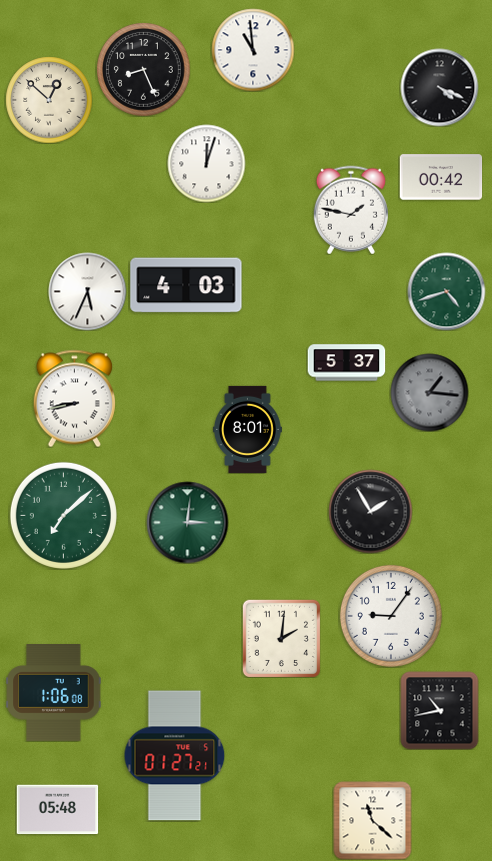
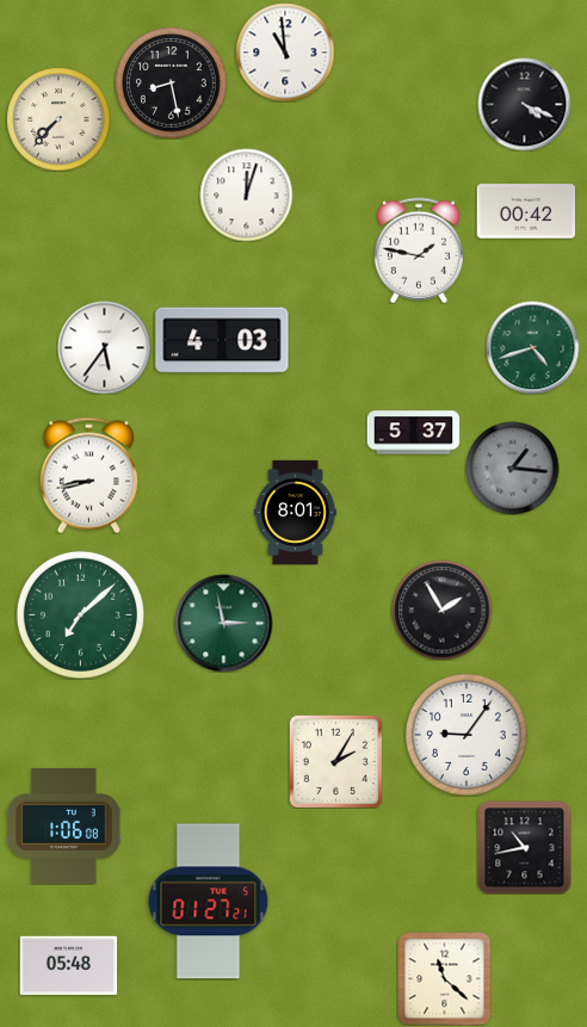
clock at (253, 50) position: (253, 50) -> (285, 52)
clock at (143, 69): 8:26 -> 8:28
clock at (49, 100): 12:52 -> 7:37
clock at (87, 291): 5:34 -> 5:36
clock at (63, 515) position: (63, 515) -> (80, 614)
clock at (187, 522): 3:01 -> 2:58
clock at (281, 638): 2:01 -> 2:05
